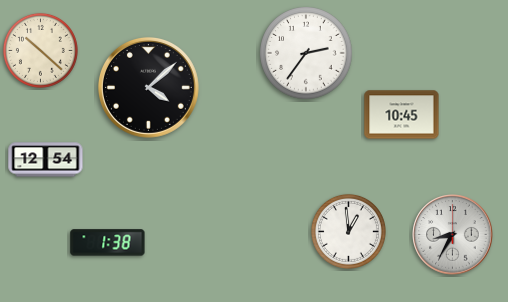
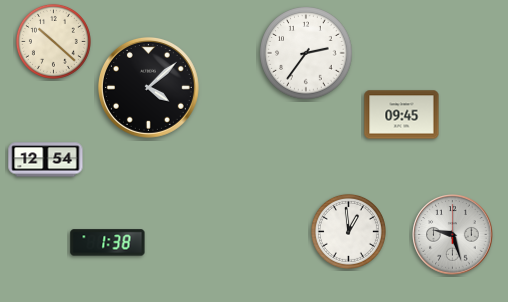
clock at (40, 50) position: (40, 50) -> (53, 41)
clock at (402, 115): 10:45 -> 09:45
clock at (453, 235): 8:35 -> 9:27
